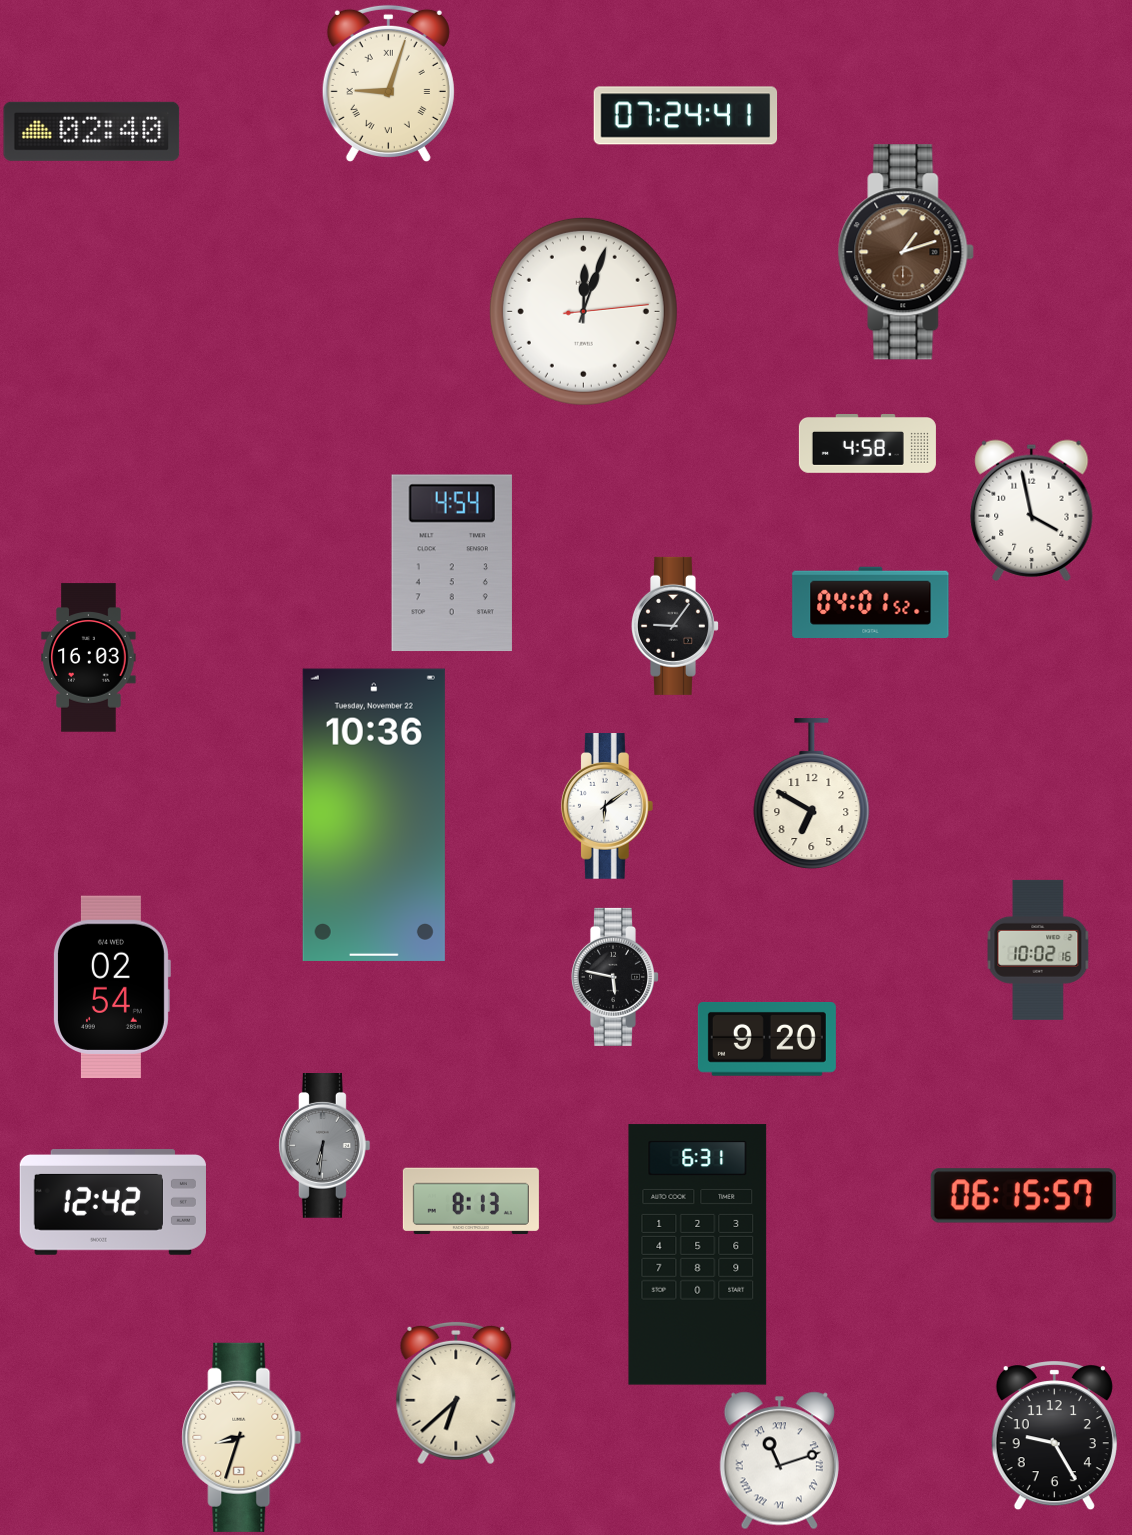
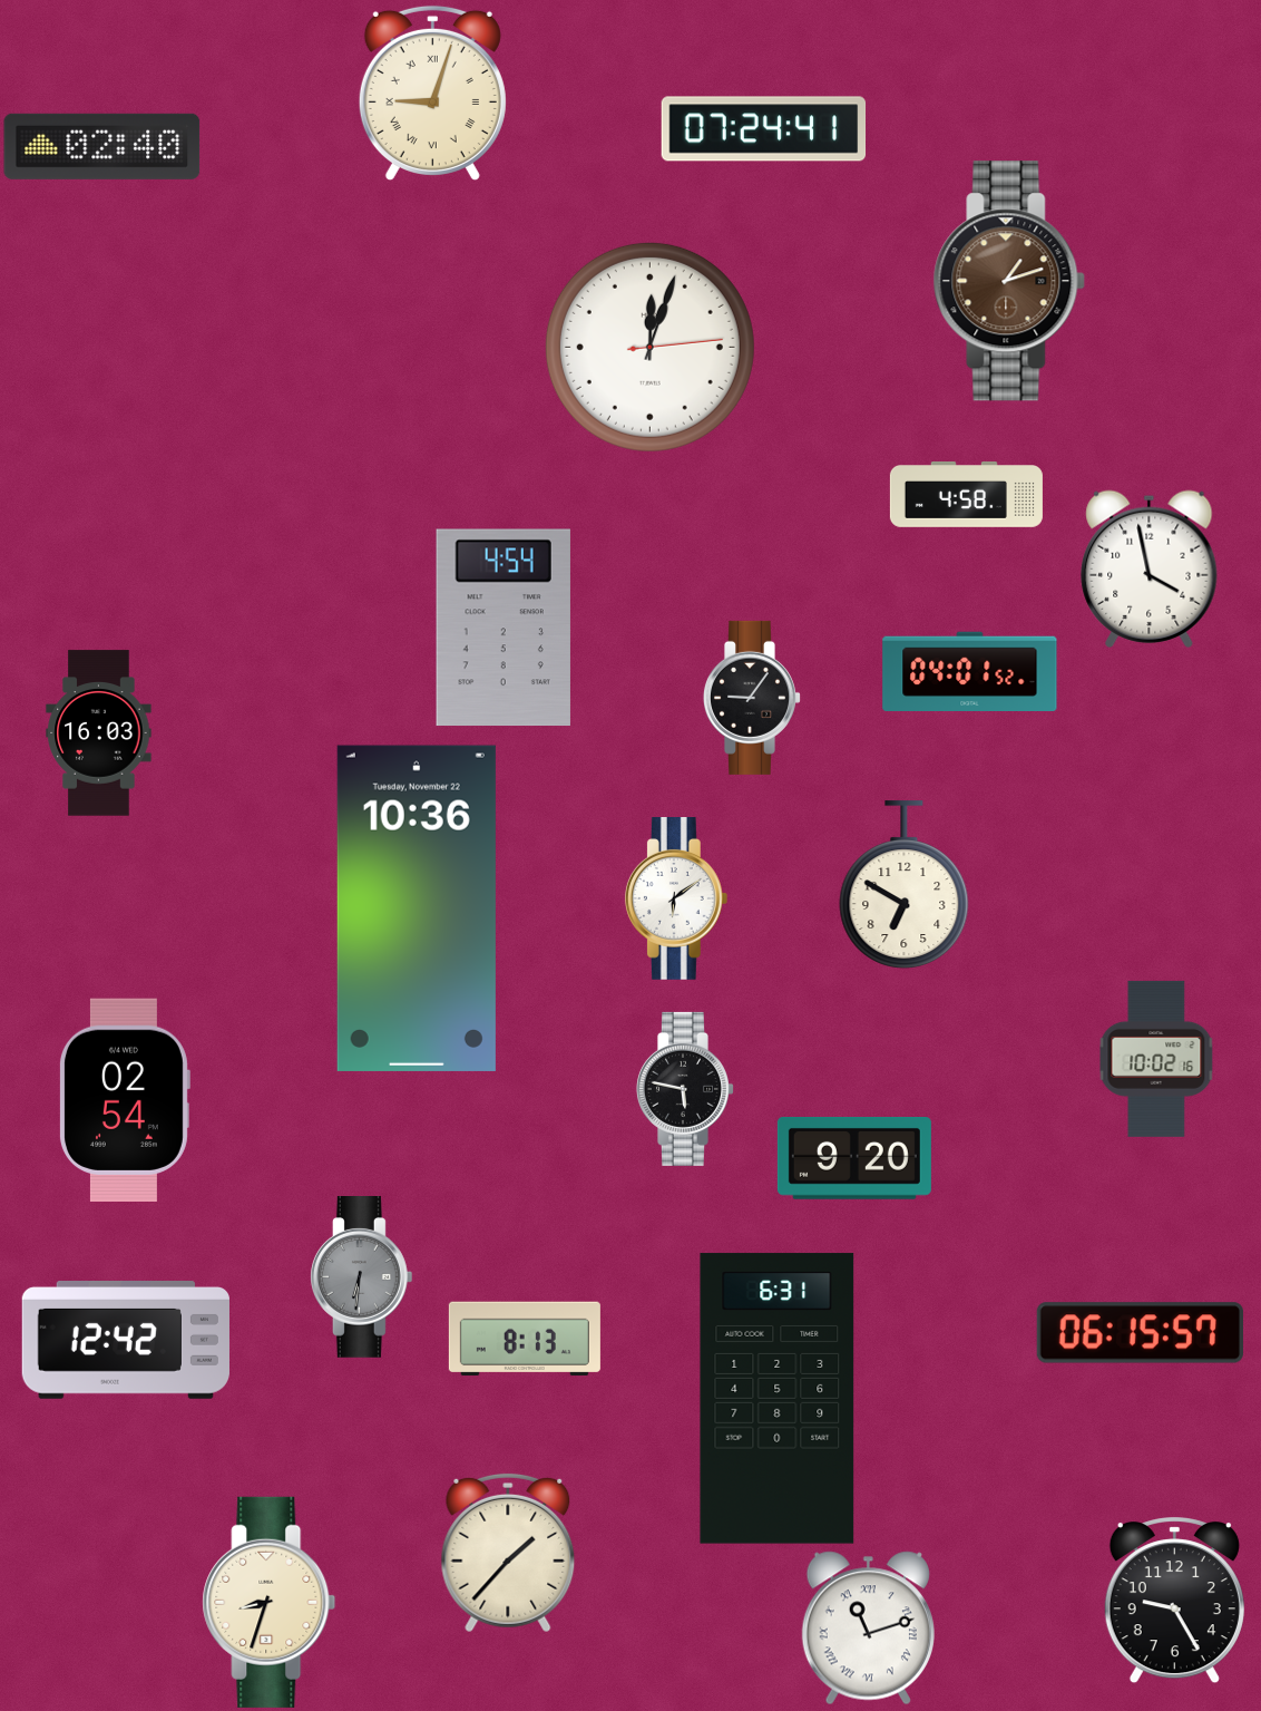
clock at (456, 1393): 6:38 -> 1:37
